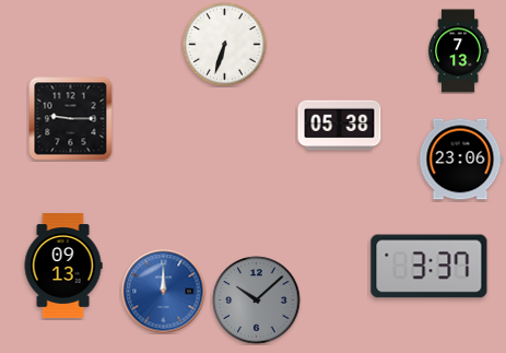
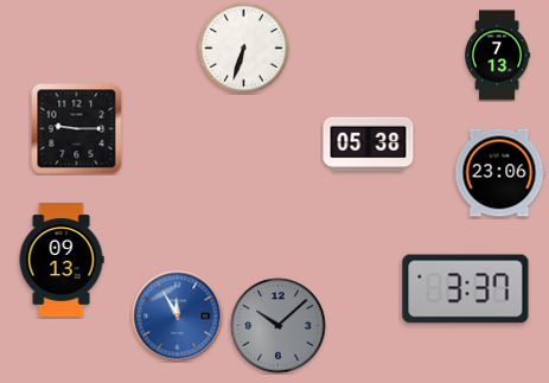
clock at (340, 126) position: (340, 126) -> (369, 145)
clock at (63, 266) position: (63, 266) -> (62, 260)
clock at (164, 292): 12:00 -> 11:55
